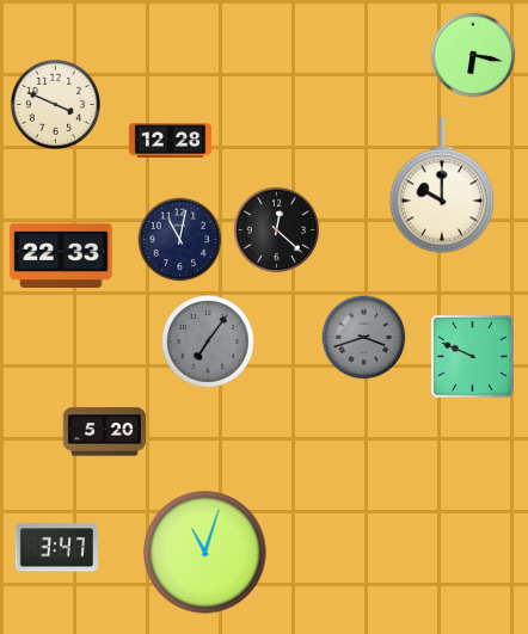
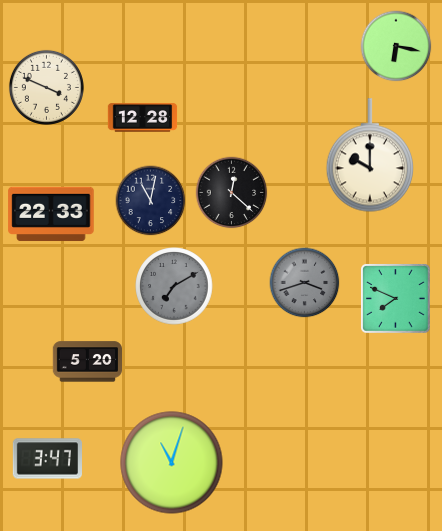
clock at (208, 341): 7:06 -> 7:10
clock at (473, 357): 9:49 -> 7:49
